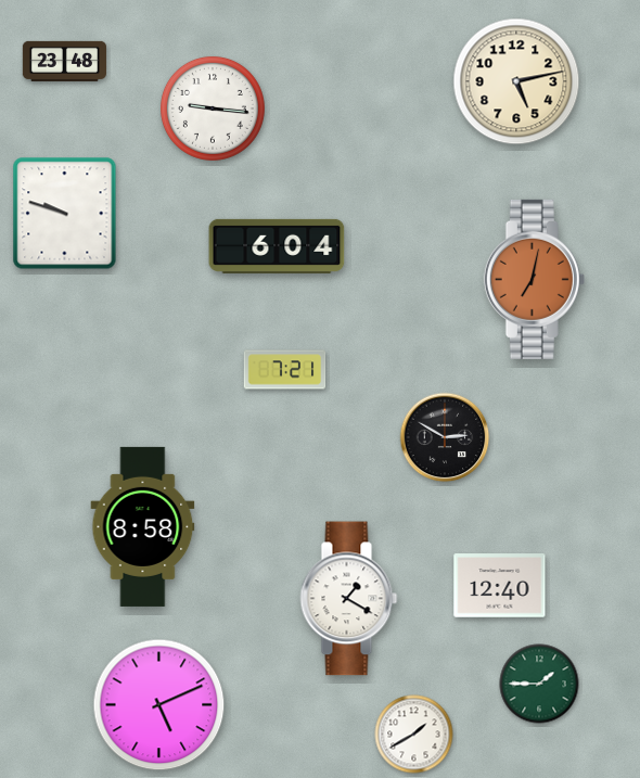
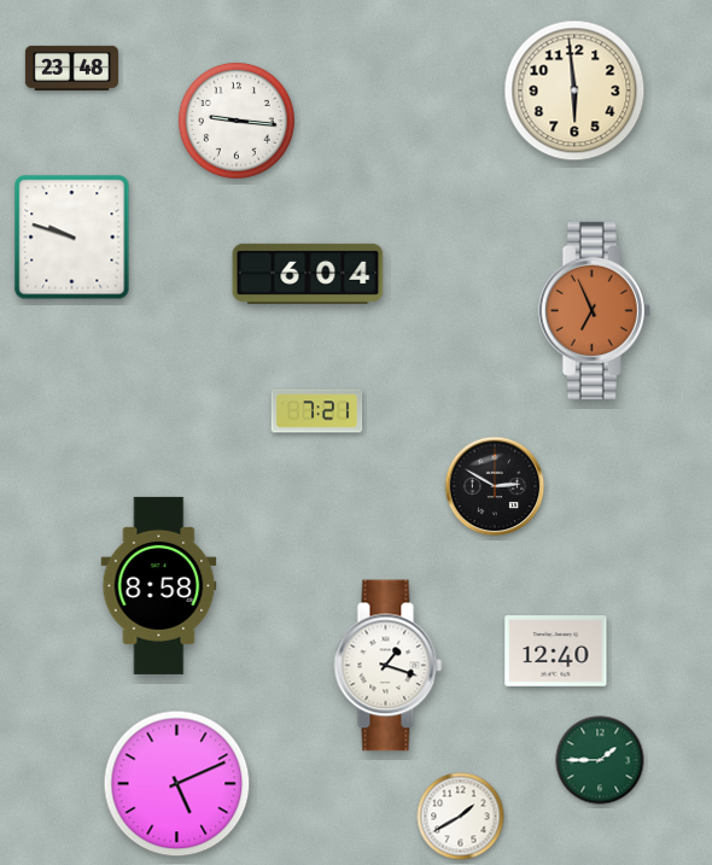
clock at (516, 81): 5:13 -> 5:59
clock at (534, 279): 7:02 -> 6:56
clock at (349, 599): 1:20 -> 1:18
